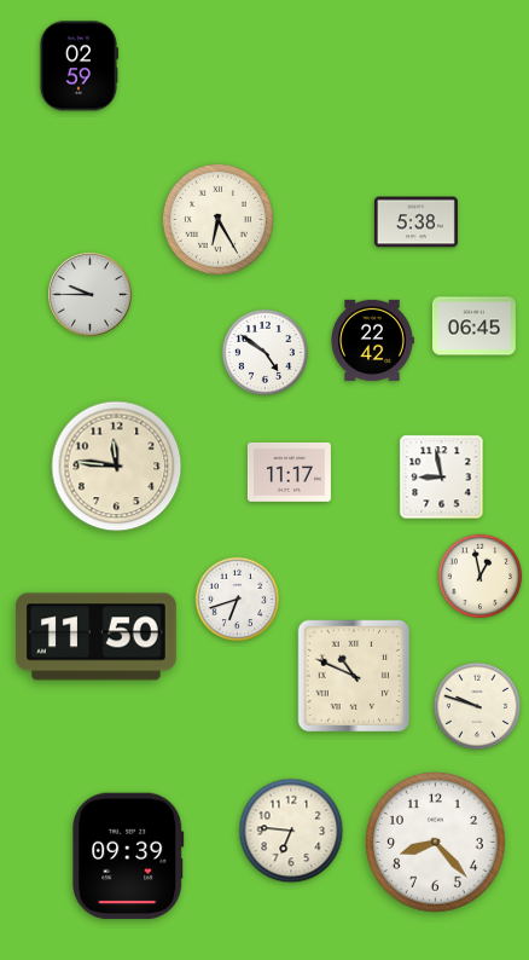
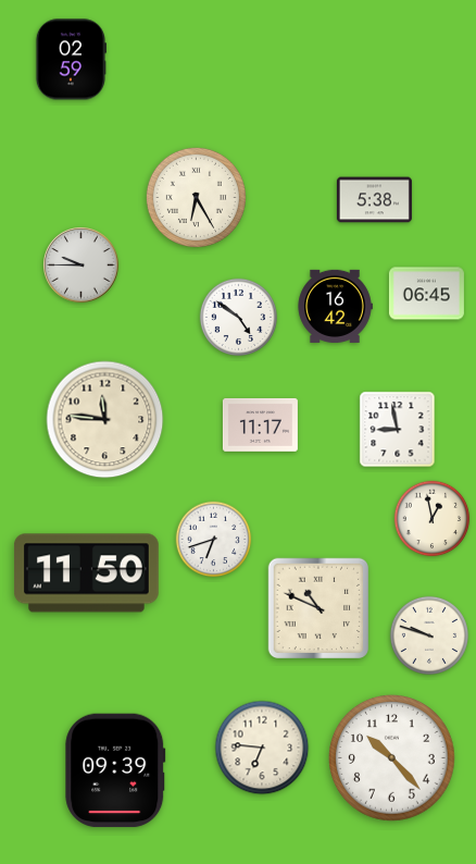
clock at (372, 340): 22:42 -> 16:42
clock at (436, 843): 8:23 -> 10:23
